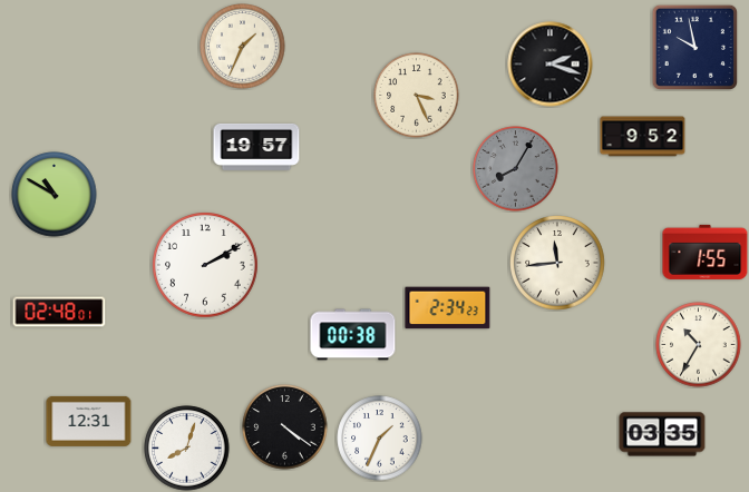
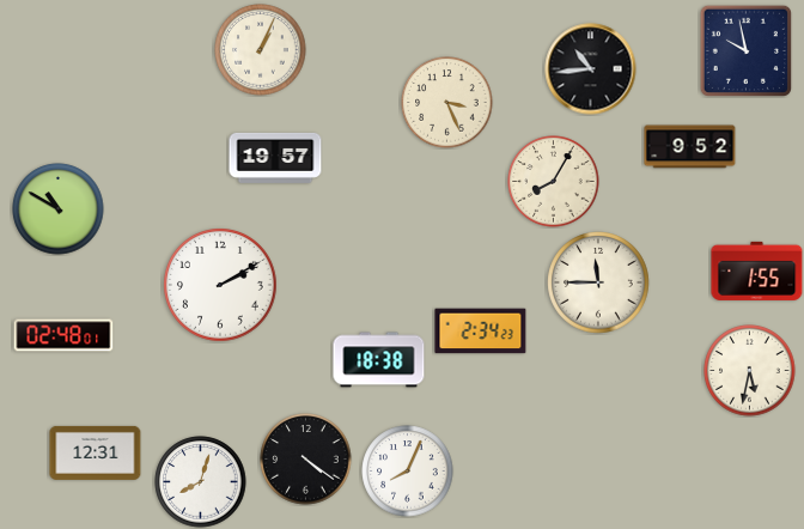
clock at (243, 47): 1:34 -> 1:04
clock at (551, 65): 2:18 -> 10:44
clock at (516, 169) dial: grey -> cream
clock at (557, 263): 11:44 -> 11:45
clock at (353, 335): 00:38 -> 18:38
clock at (699, 345): 10:35 -> 5:32
clock at (662, 434): 03:35 -> none
clock at (380, 439): 1:34 -> 8:04
